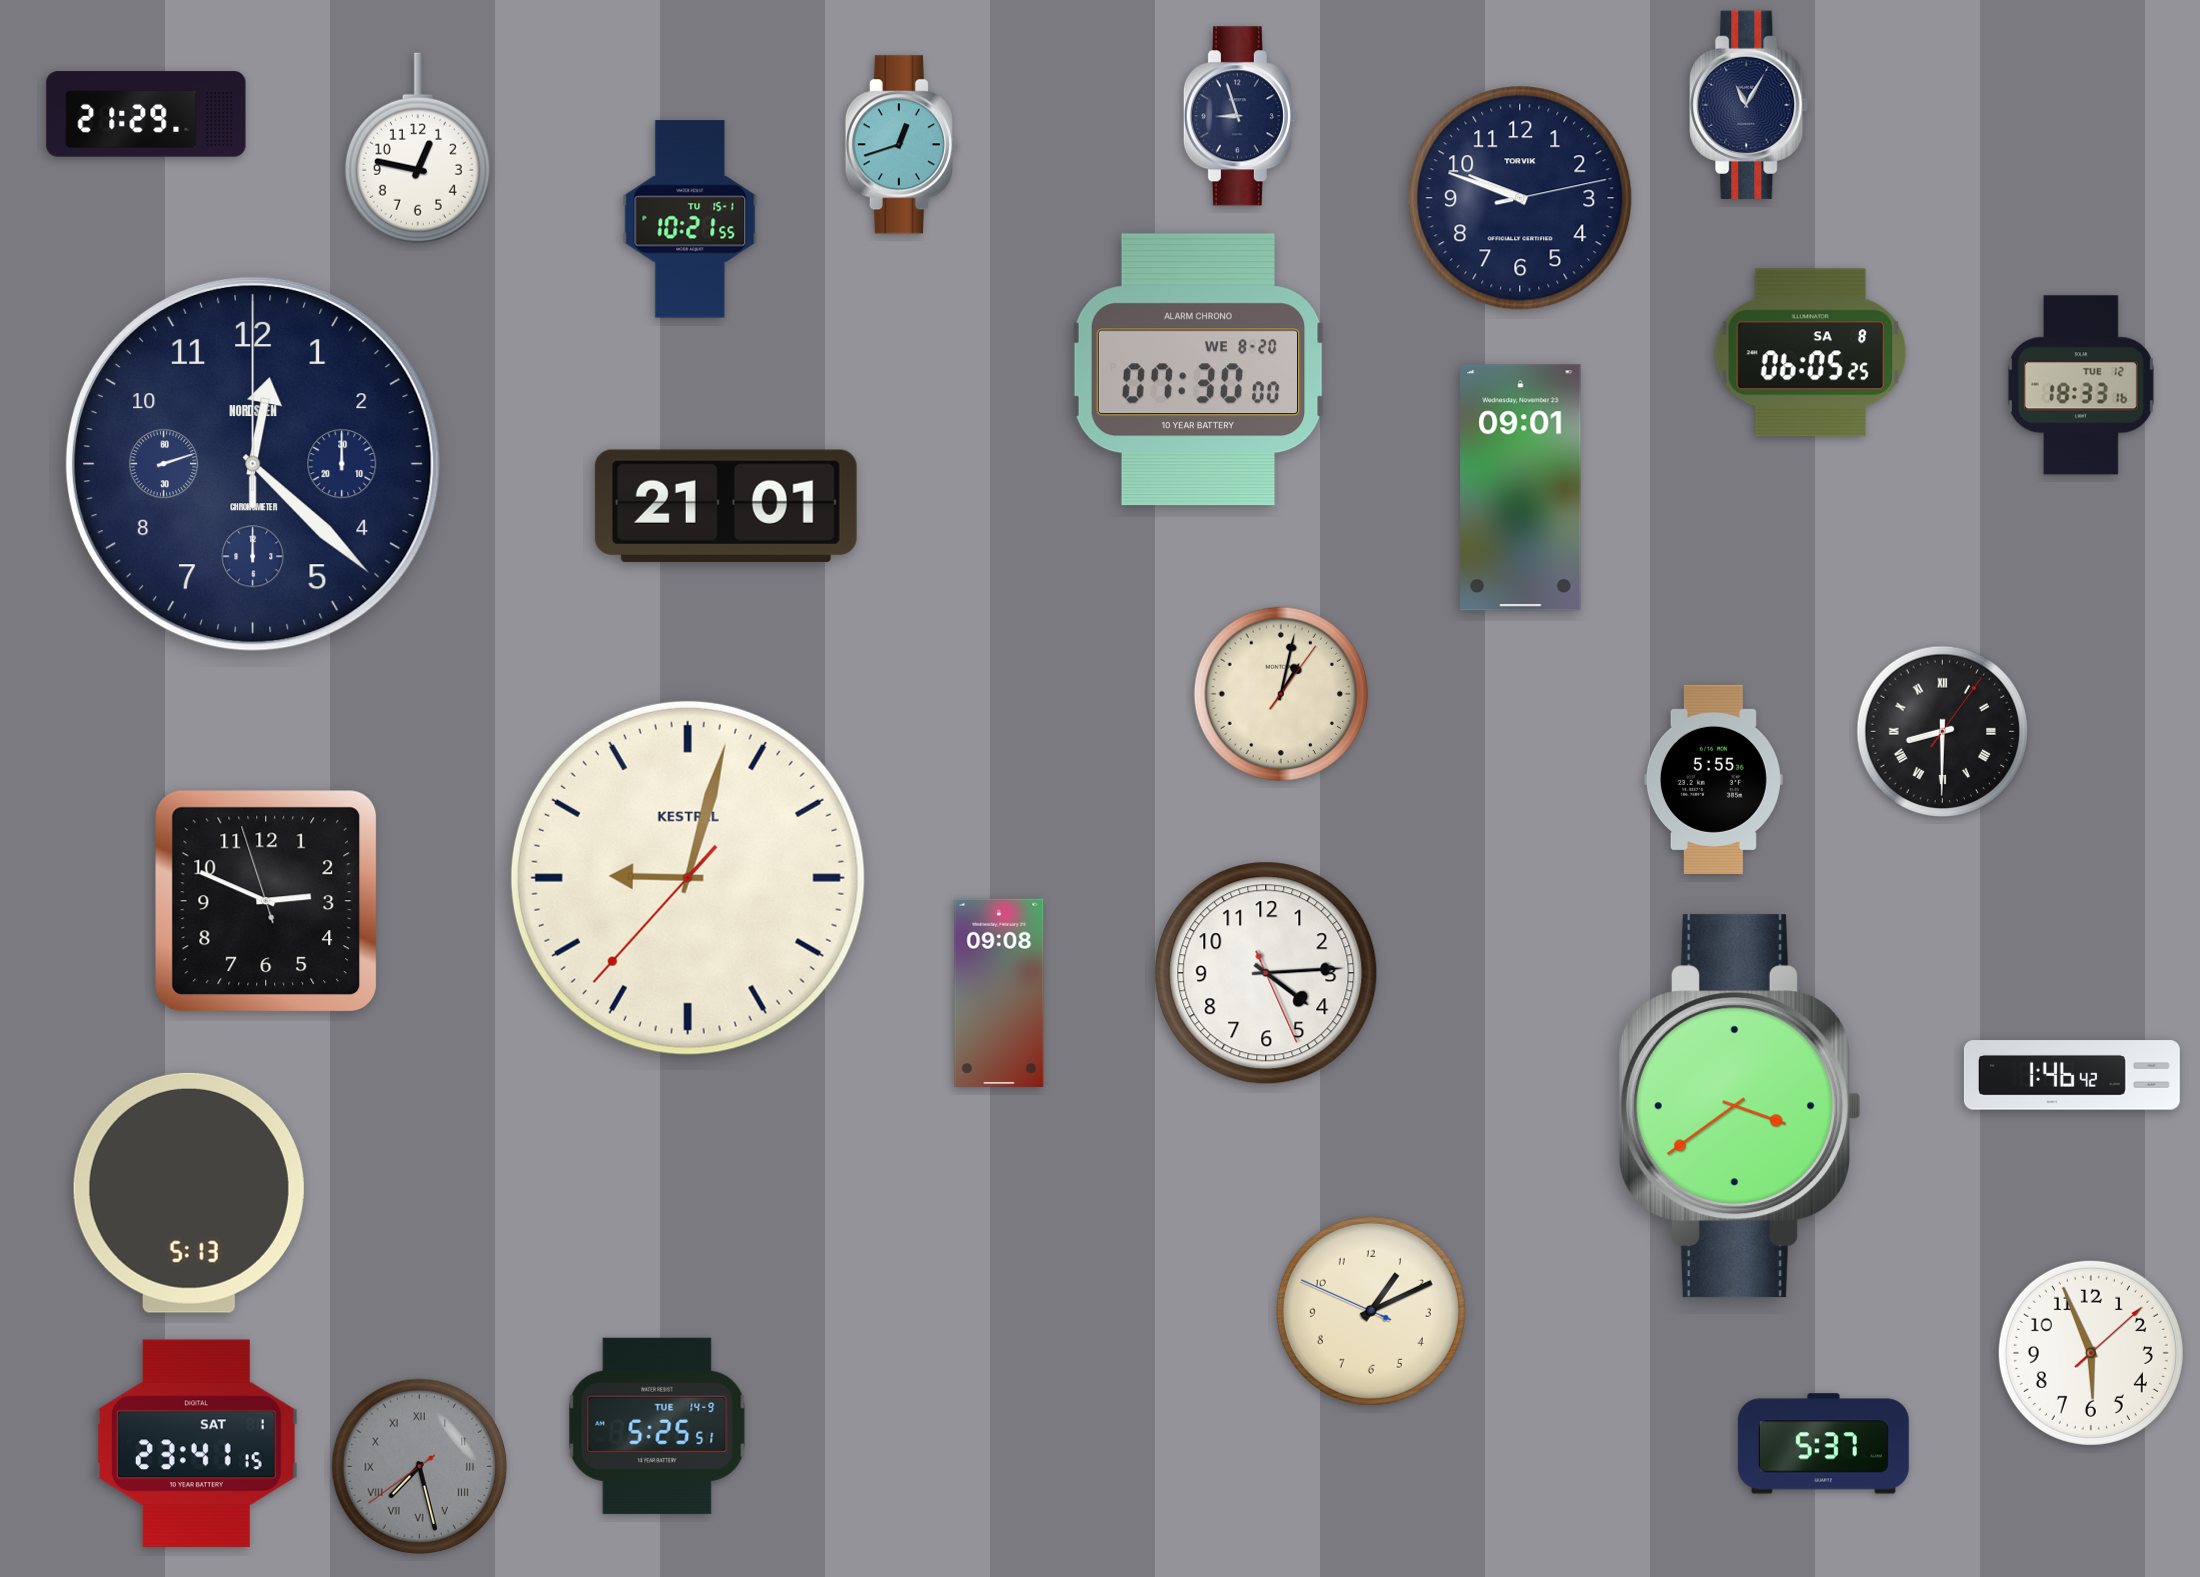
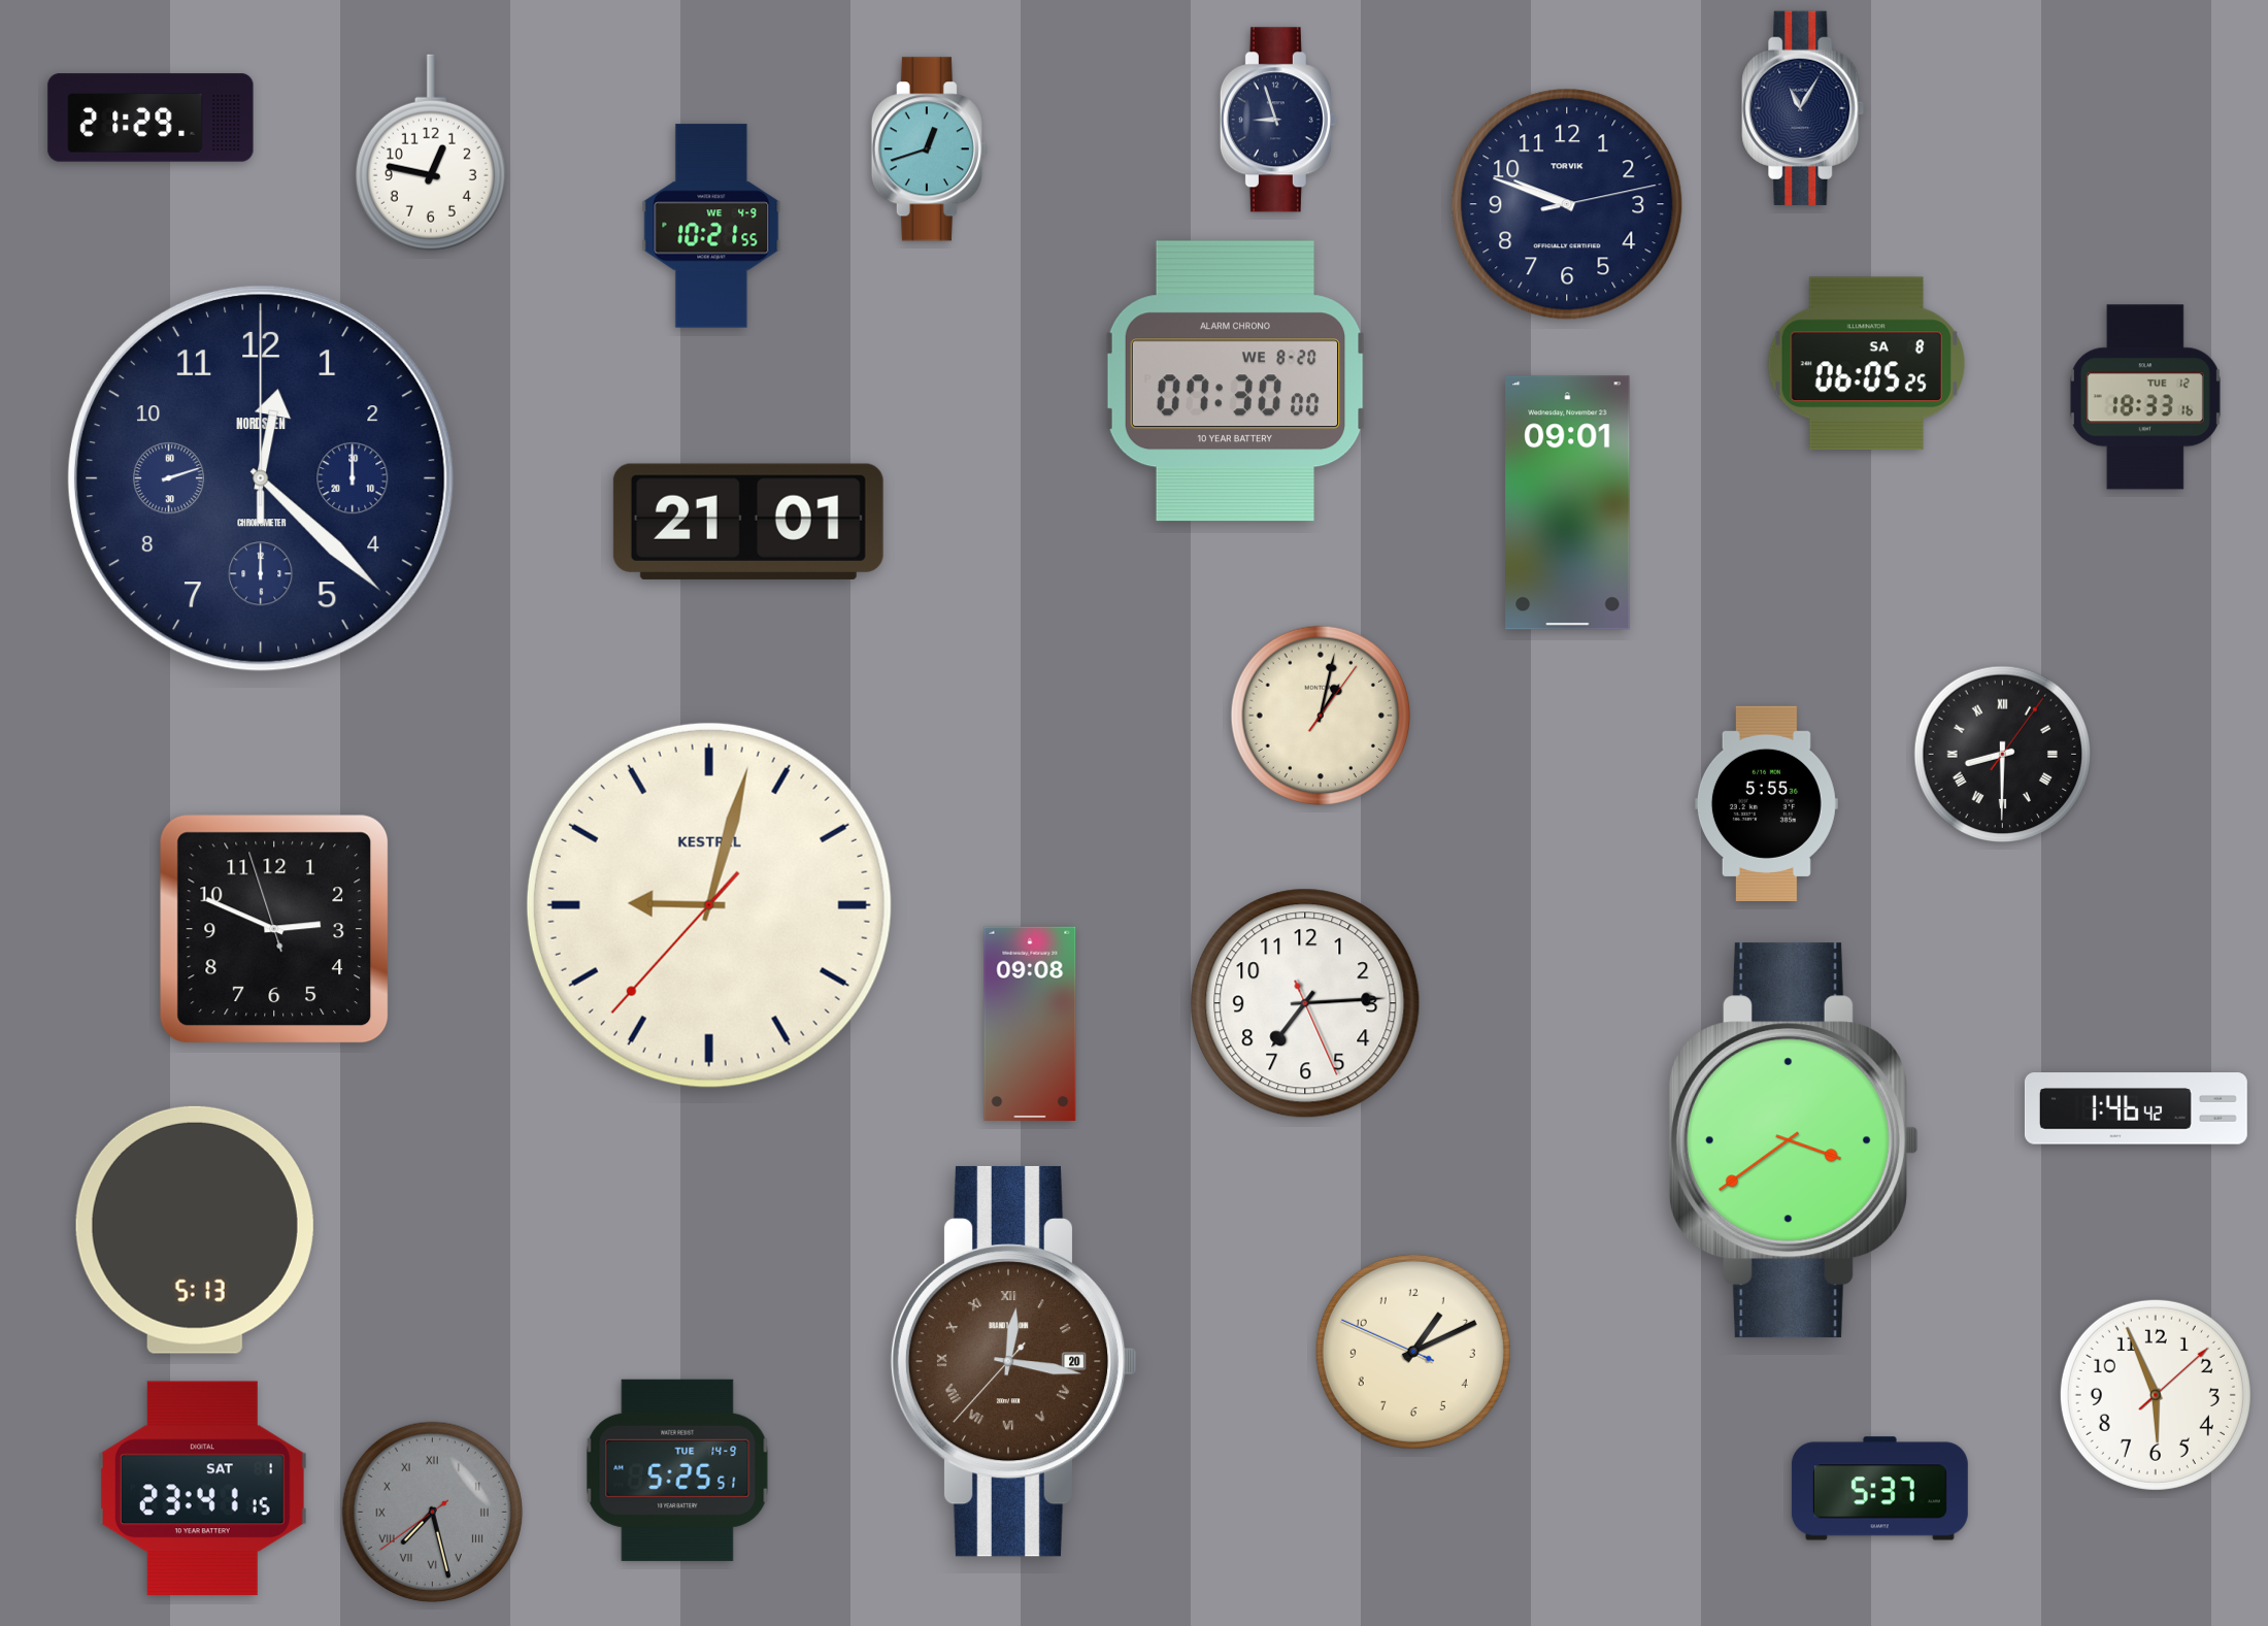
clock at (690, 219) date: TU 15-1 -> WE 4-9
clock at (1266, 973): 4:14 -> 7:14
clock at (1014, 1361): none -> 12:16
